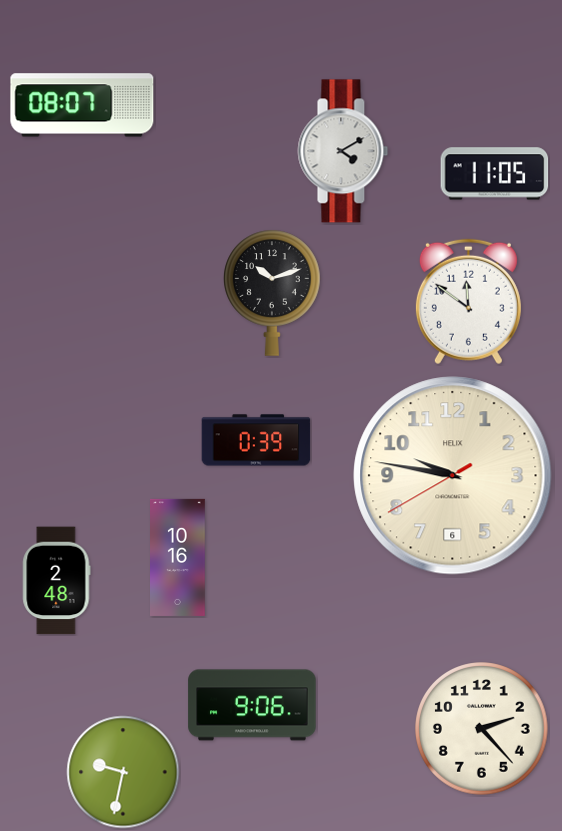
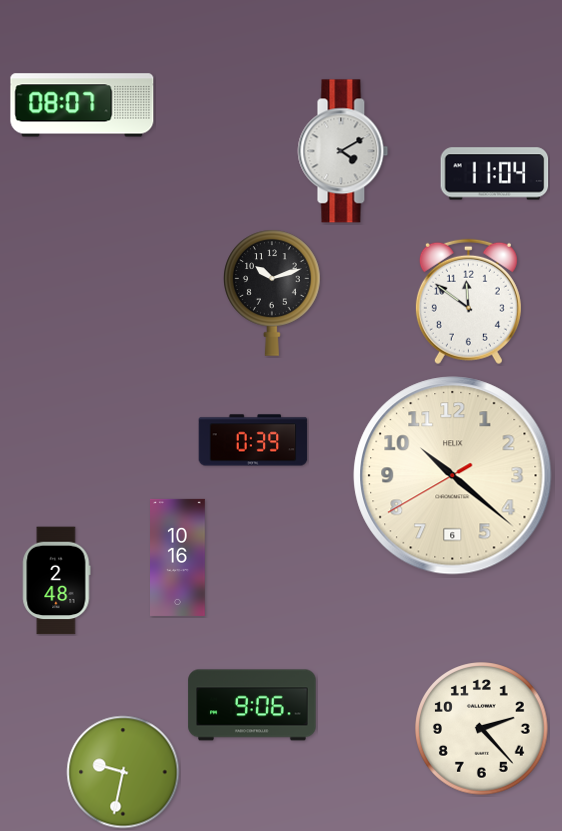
clock at (495, 174): 11:05 -> 11:04
clock at (256, 440) position: (256, 440) -> (253, 440)
clock at (453, 476): 9:46 -> 10:21
